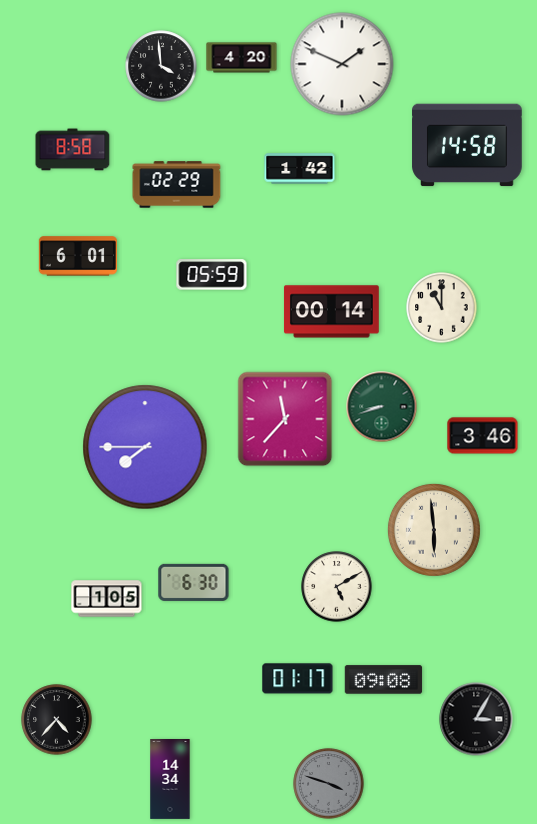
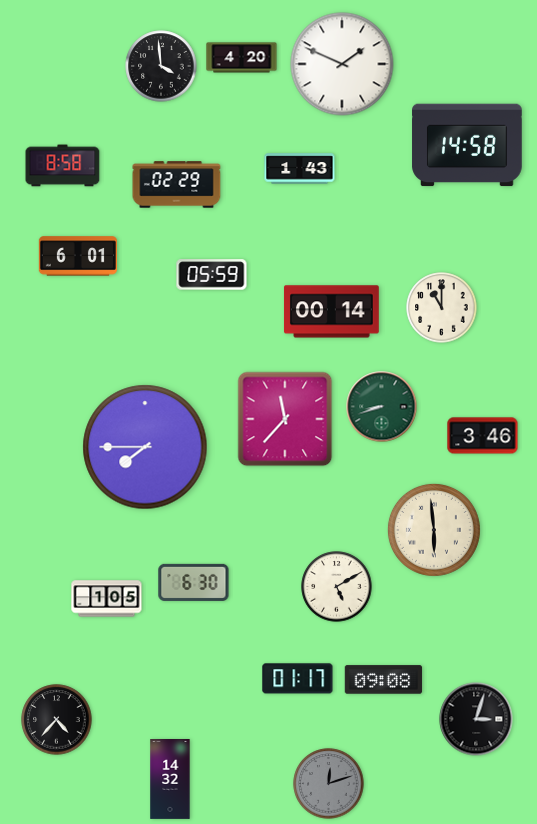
clock at (73, 150) position: (73, 150) -> (63, 166)
clock at (300, 169): 1:42 -> 1:43
clock at (476, 719): 3:05 -> 3:03
clock at (170, 780): 14:34 -> 14:32
clock at (329, 784): 3:48 -> 12:12
